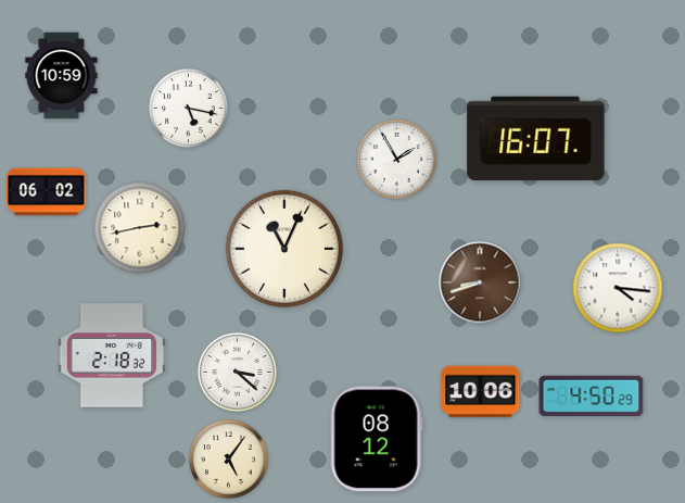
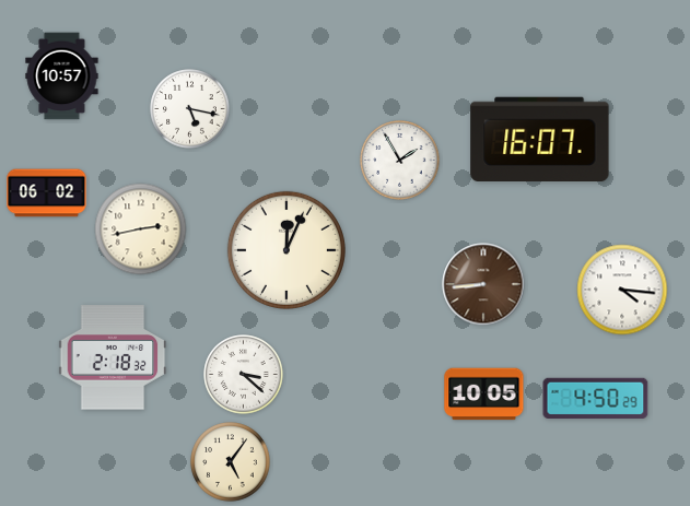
clock at (62, 76): 10:59 -> 10:57
clock at (284, 249): 11:04 -> 12:04
clock at (480, 282): 8:42 -> 8:44
clock at (238, 373) position: (238, 373) -> (244, 375)
clock at (481, 392): 10:06 -> 10:05
clock at (377, 439): 08:12 -> none
